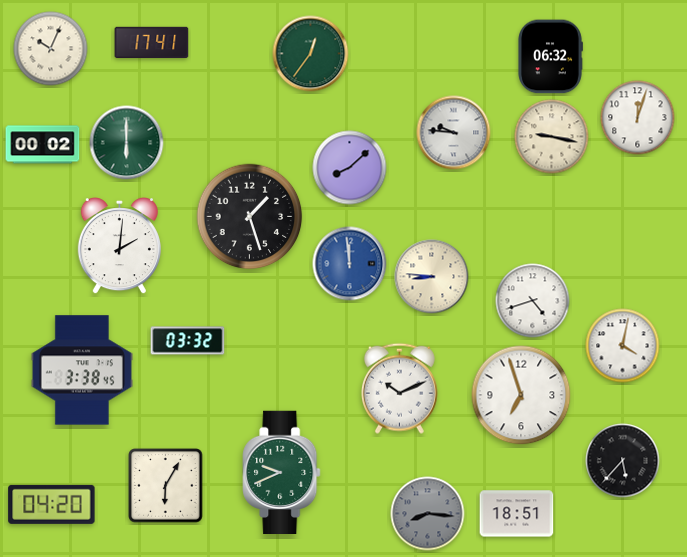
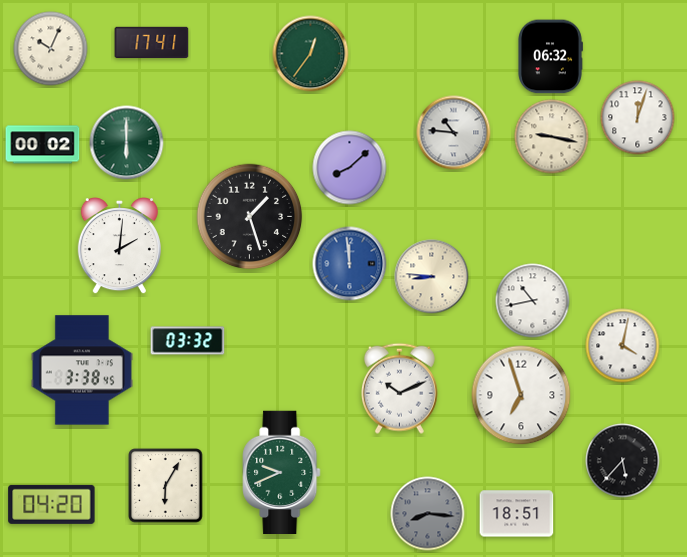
clock at (454, 133): 9:46 -> 10:46
clock at (533, 301): 4:42 -> 10:43
